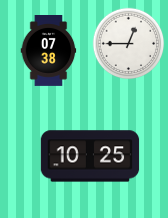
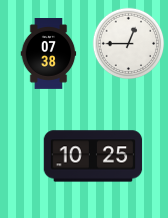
clock at (49, 51) position: (49, 51) -> (49, 54)
clock at (90, 156) position: (90, 156) -> (93, 156)
